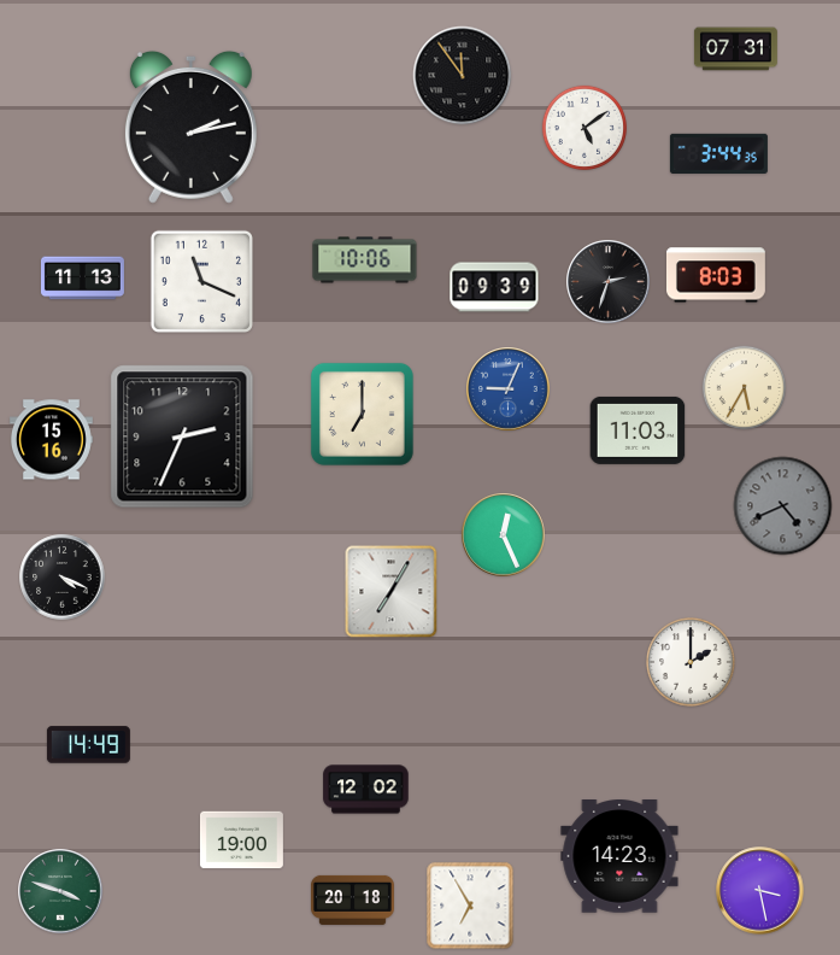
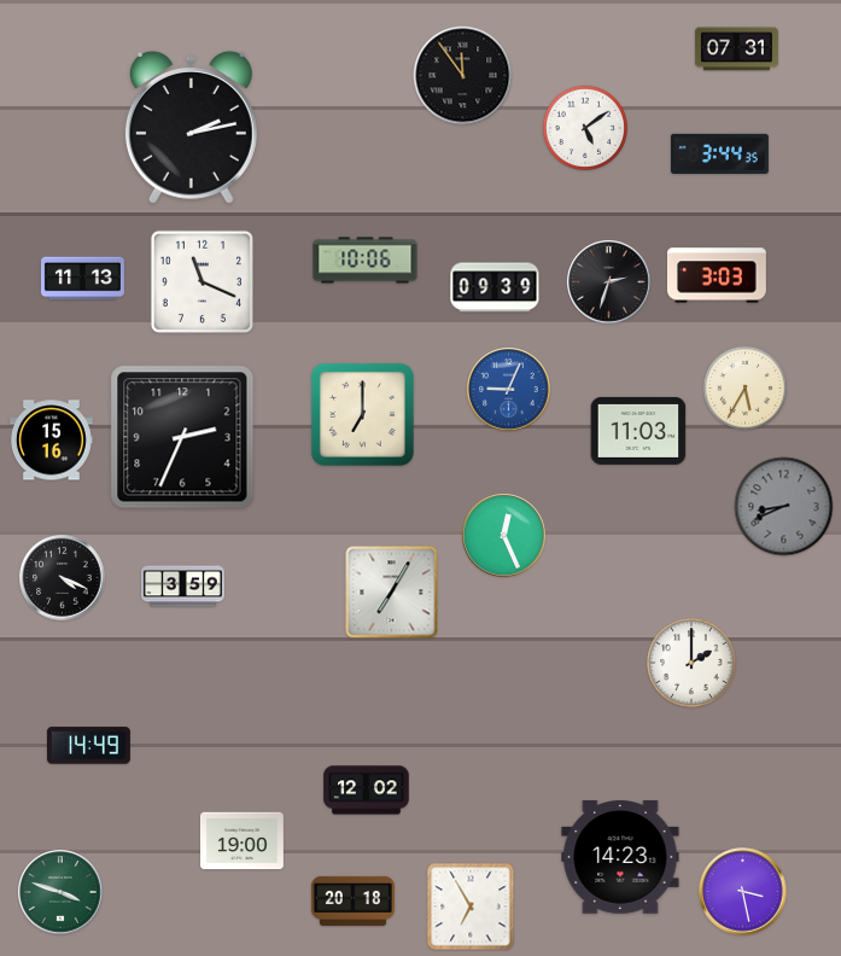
clock at (716, 275): 8:03 -> 3:03
clock at (783, 506): 4:41 -> 8:41
clock at (182, 587): none -> 3:59
clock at (760, 891) position: (760, 891) -> (743, 892)
